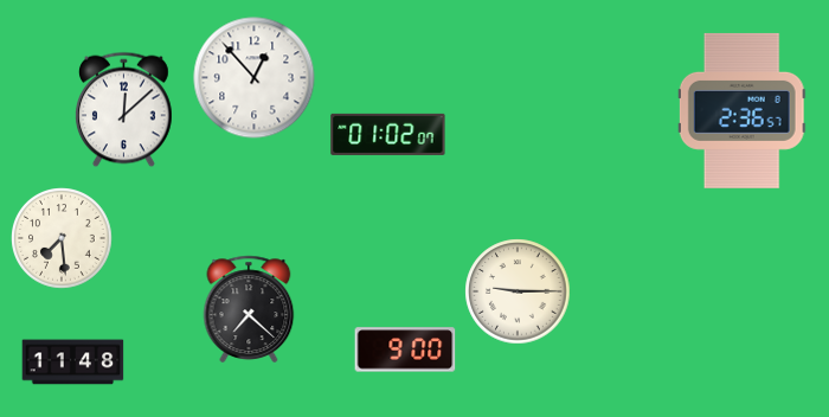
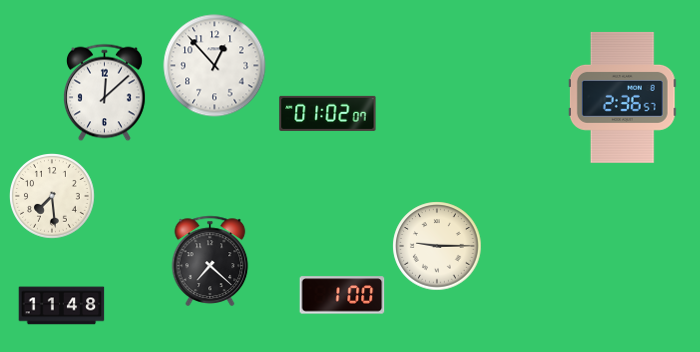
clock at (741, 110) position: (741, 110) -> (622, 97)
clock at (62, 238) position: (62, 238) -> (52, 196)
clock at (405, 349): 9:00 -> 1:00
